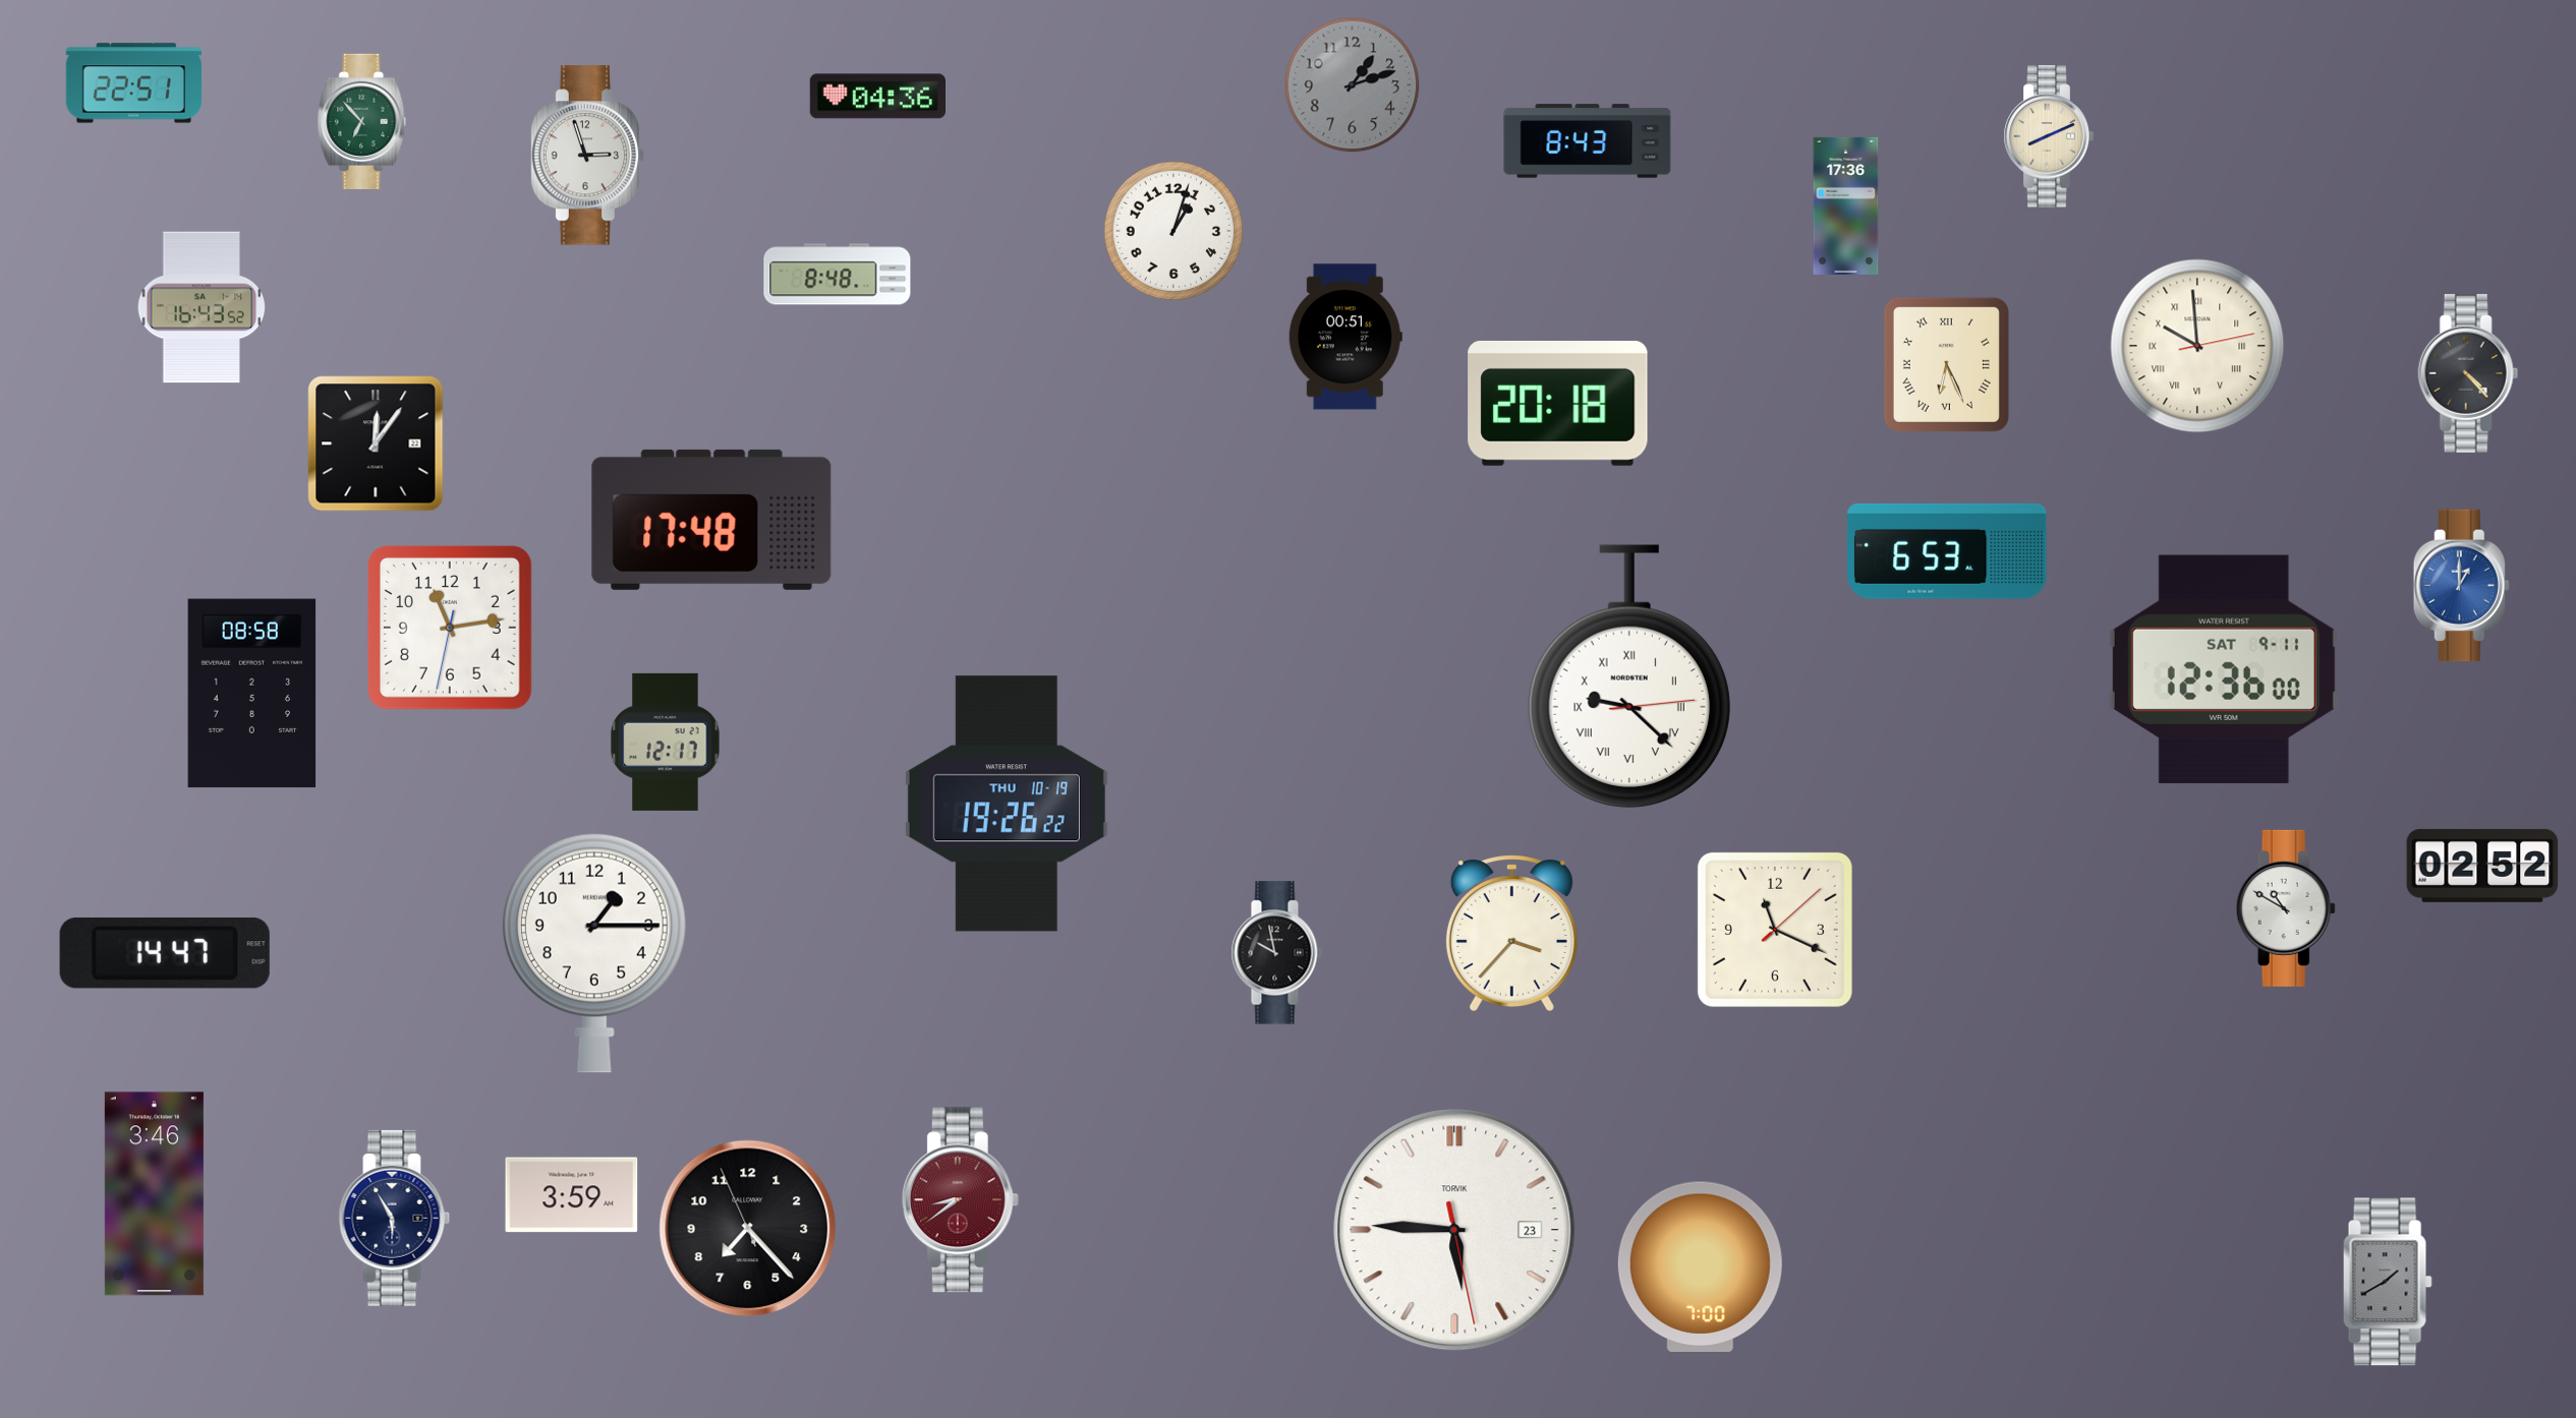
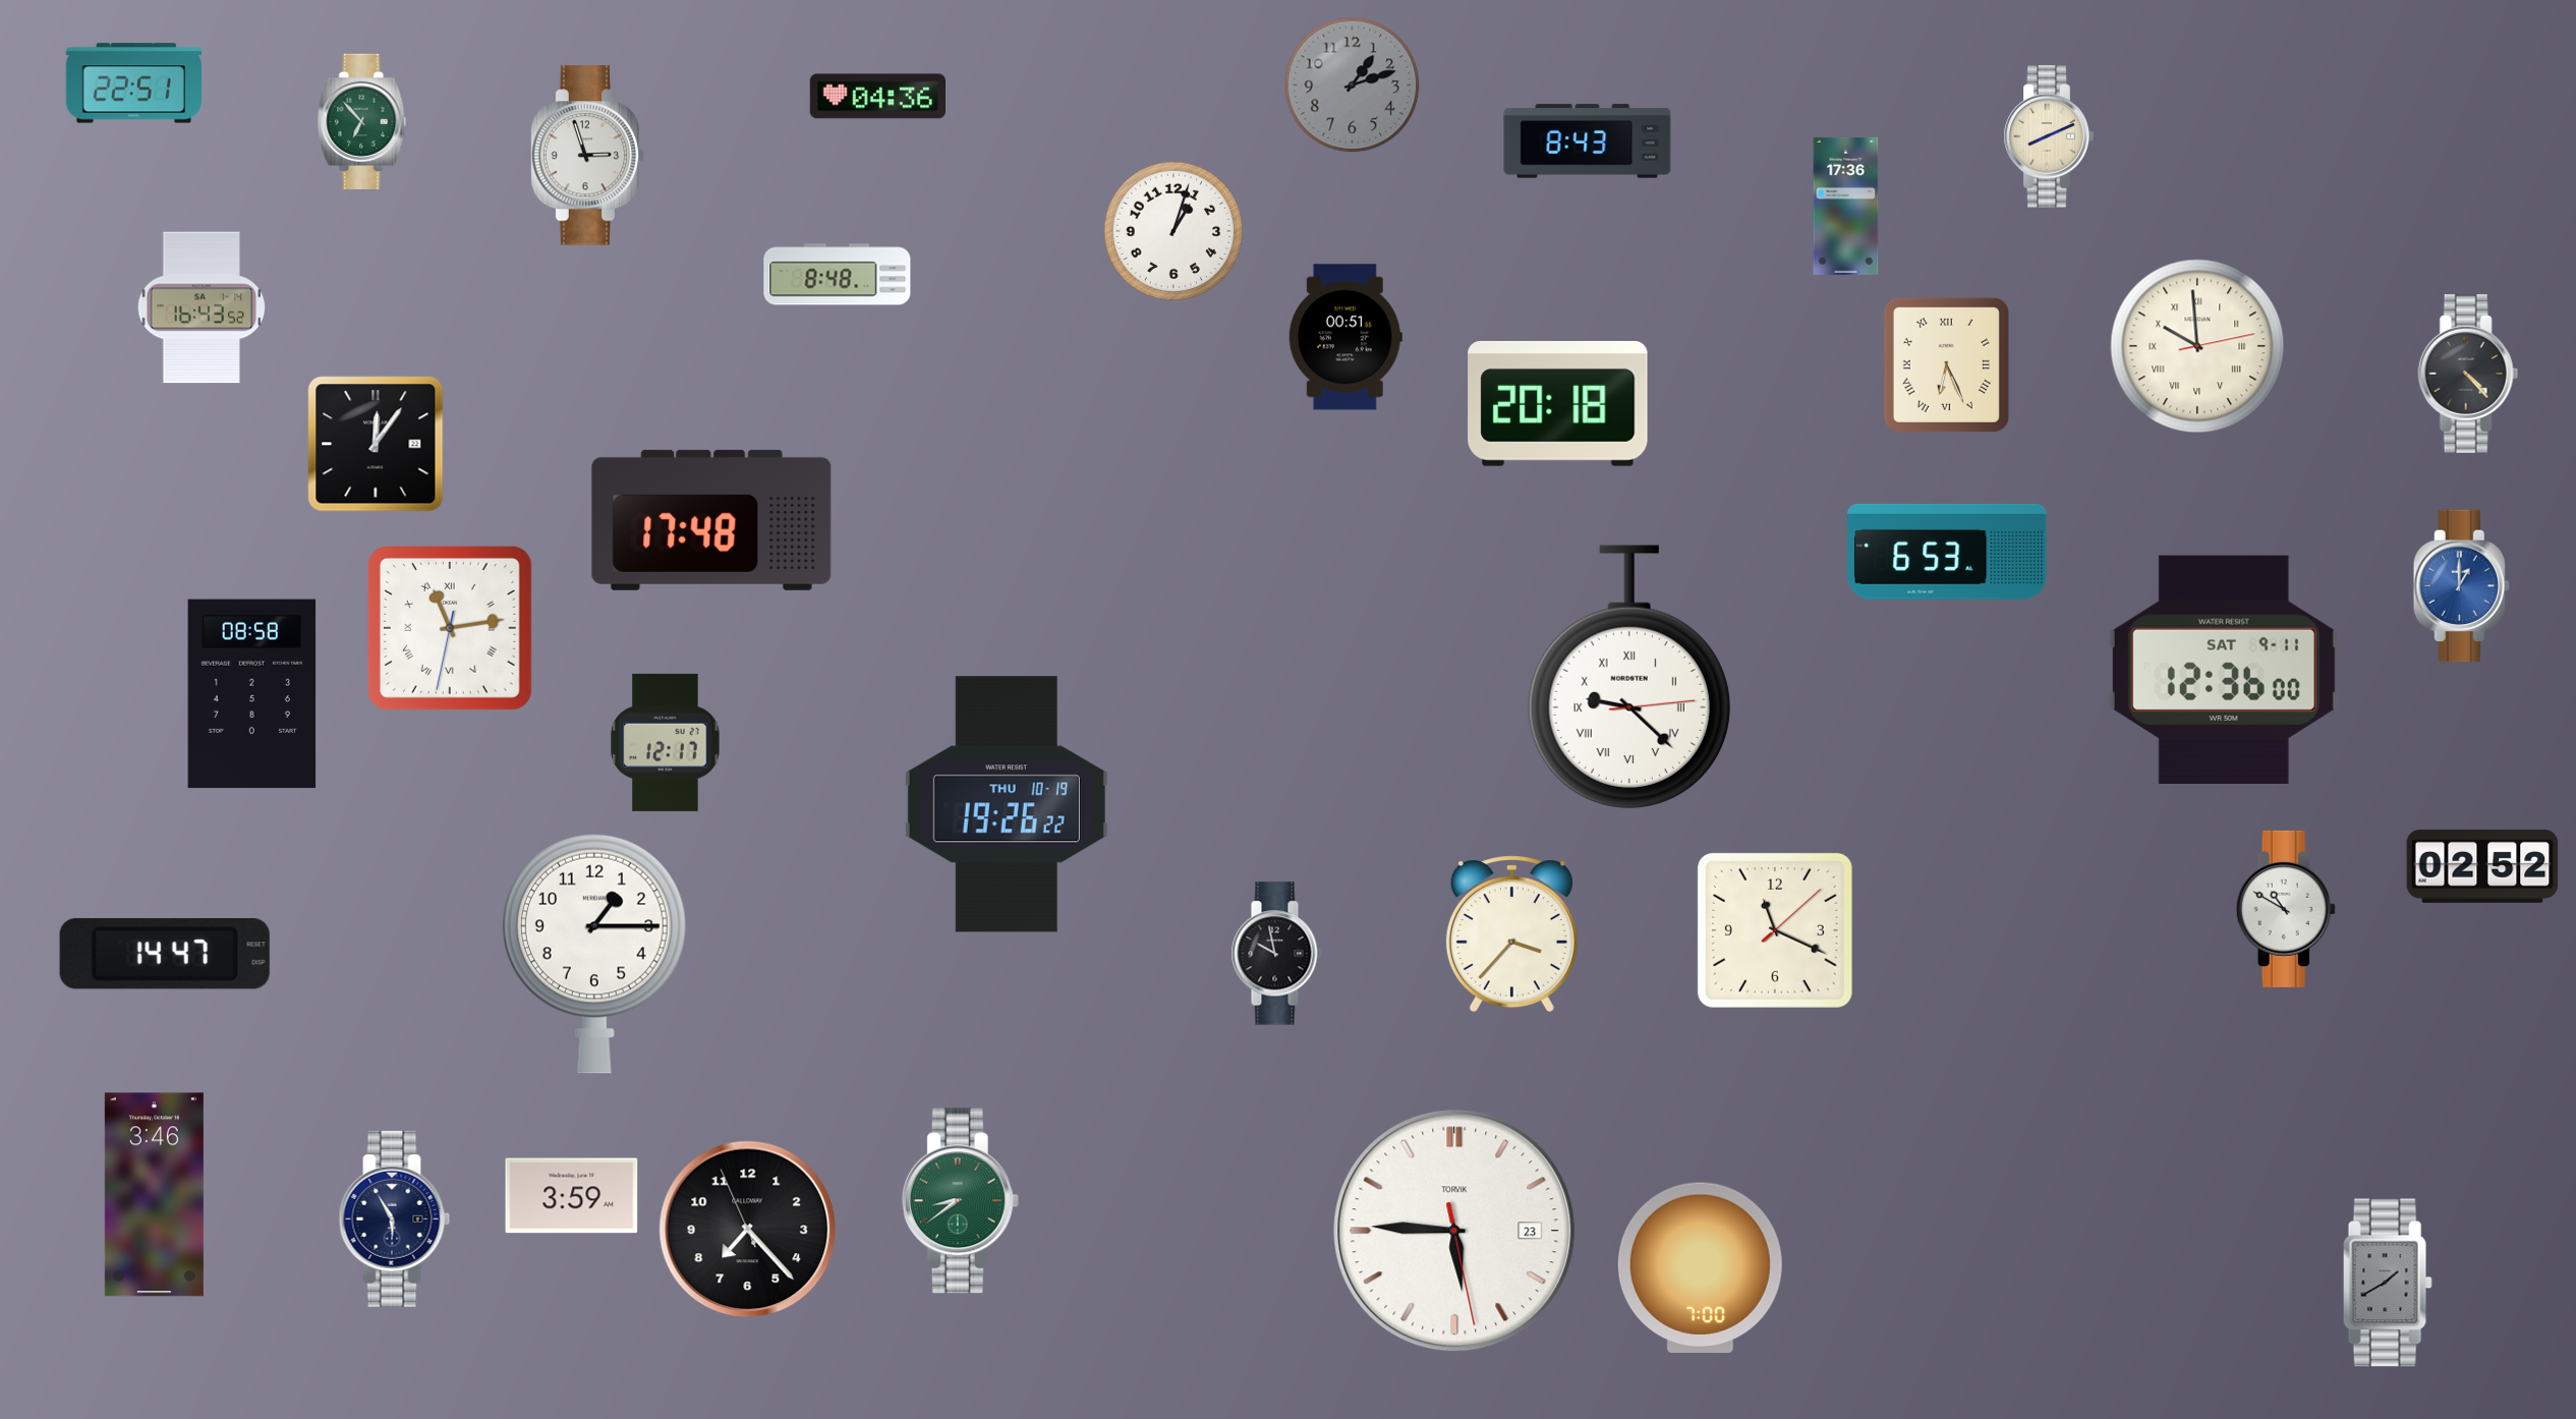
clock at (450, 628) numerals: Arabic -> Roman
clock at (960, 1200) dial: burgundy -> green
